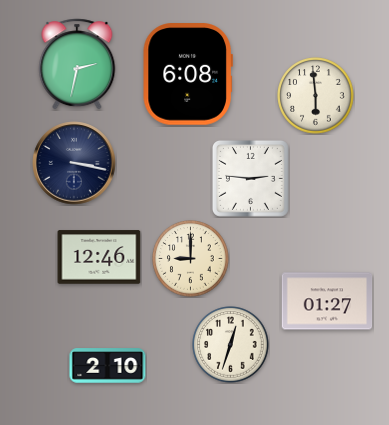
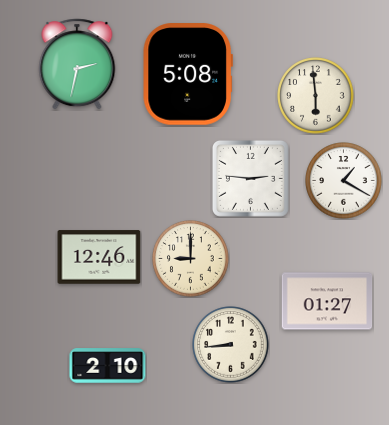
clock at (188, 74): 6:08 -> 5:08
clock at (74, 163): 3:17 -> none
clock at (344, 181): none -> 1:20
clock at (231, 345): 12:33 -> 8:44
